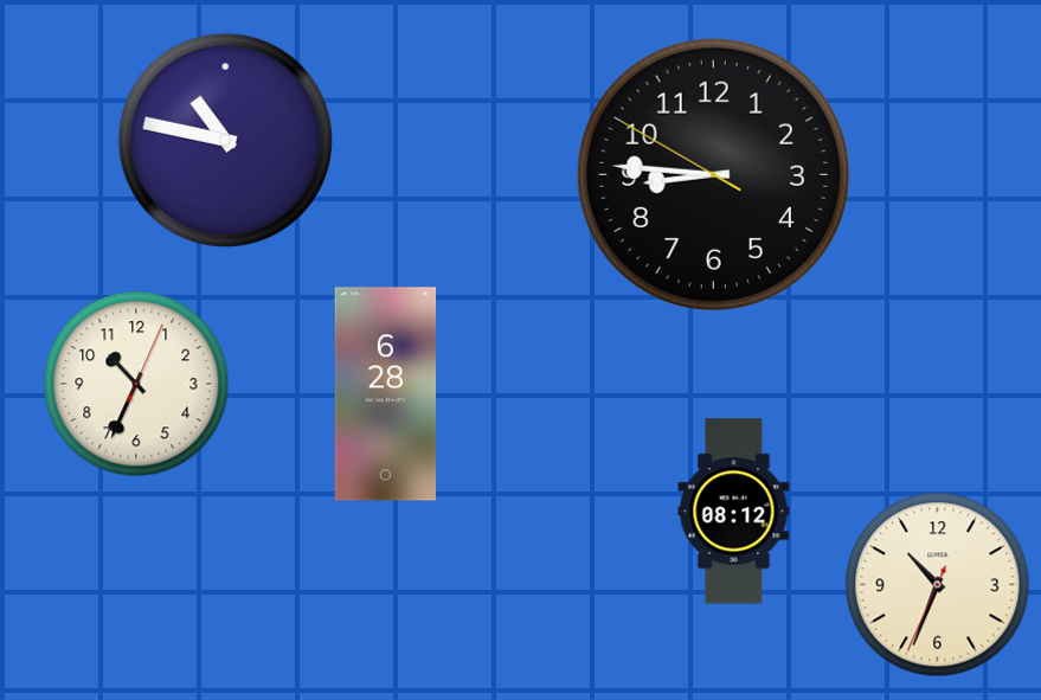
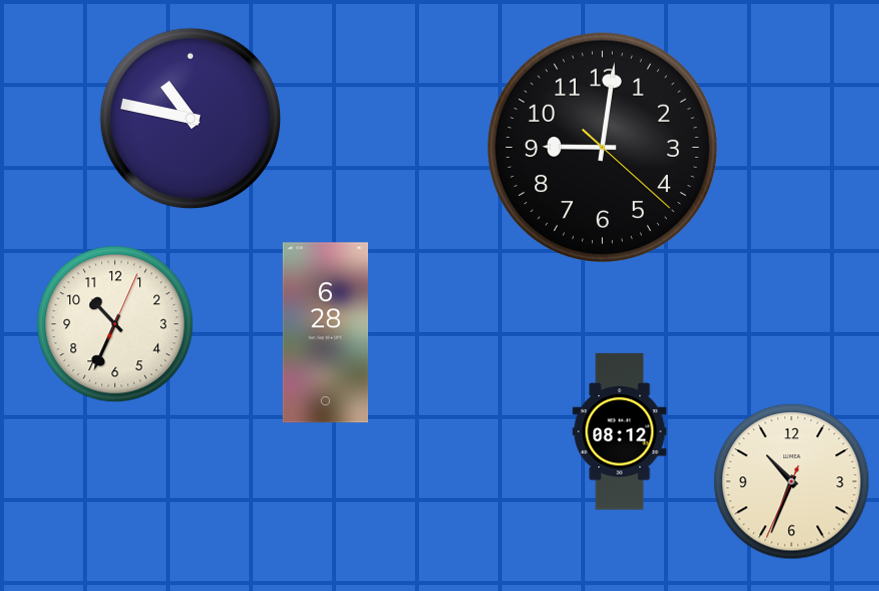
clock at (713, 174): 8:45 -> 9:01
clock at (938, 585) position: (938, 585) -> (792, 482)
